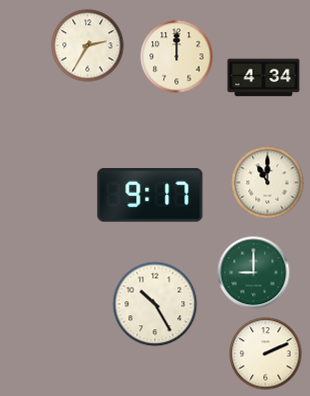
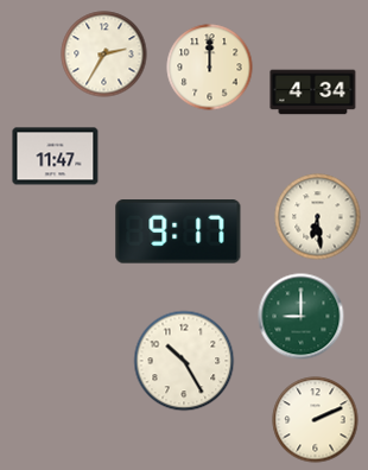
clock at (56, 157): none -> 11:47
clock at (268, 183): 11:00 -> 6:29
clock at (254, 273) position: (254, 273) -> (302, 317)
